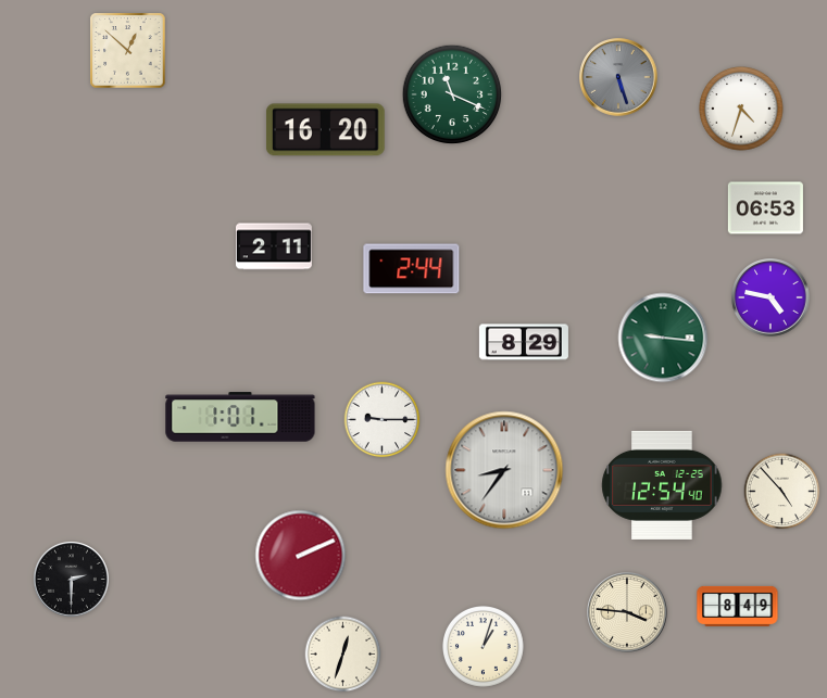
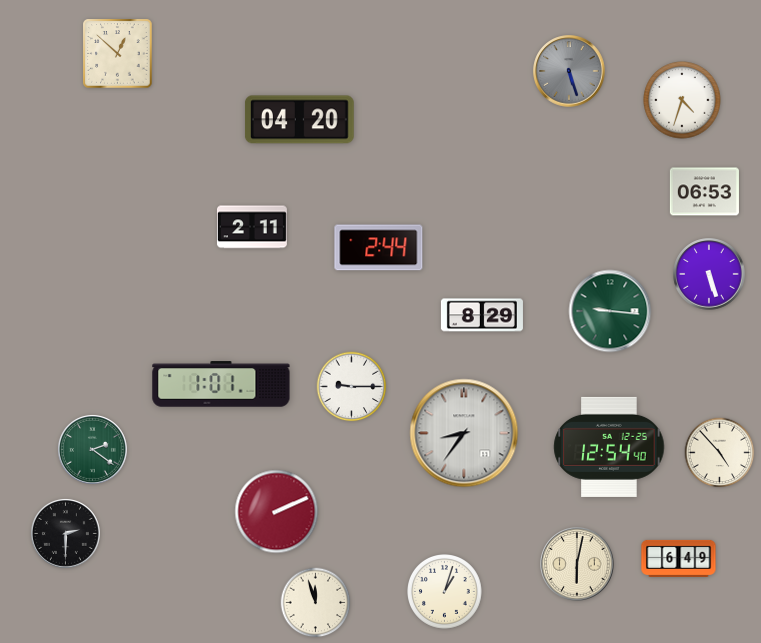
clock at (128, 51) position: (128, 51) -> (118, 54)
clock at (452, 94): 11:19 -> none
clock at (326, 130): 16:20 -> 04:20
clock at (770, 297): 4:47 -> 5:27
clock at (92, 449): none -> 2:21
clock at (738, 606): 8:49 -> 6:49
clock at (627, 612): 3:46 -> 6:02
clock at (484, 647) position: (484, 647) -> (445, 592)
clock at (343, 655): 12:33 -> 11:57
